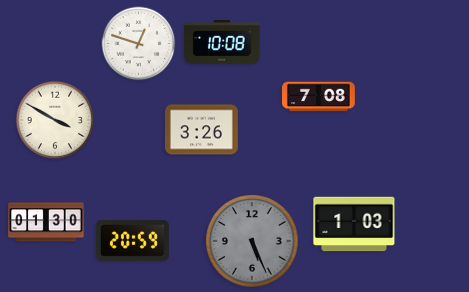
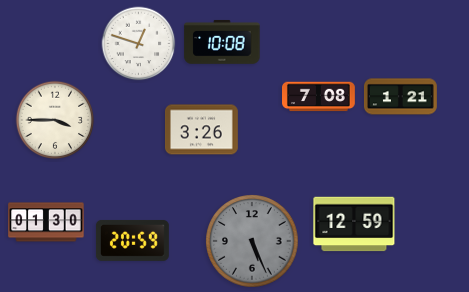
clock at (400, 97): none -> 1:21
clock at (55, 120): 3:50 -> 3:45
clock at (354, 224): 1:03 -> 12:59
